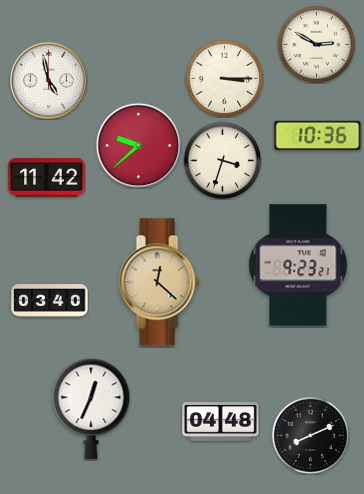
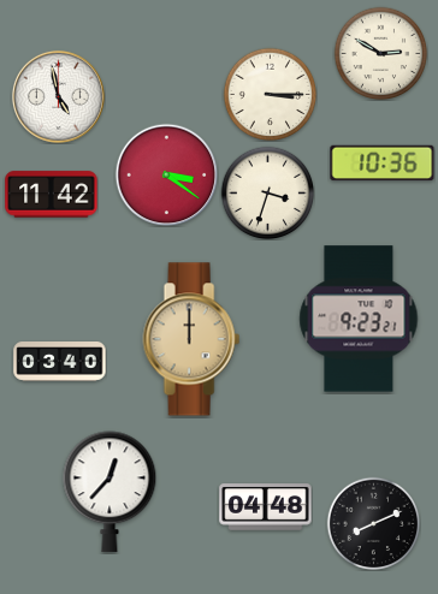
clock at (138, 145): 9:38 -> 3:21
clock at (47, 178) position: (47, 178) -> (52, 195)
clock at (159, 282): 12:22 -> 12:00
clock at (91, 409): 12:34 -> 12:37
